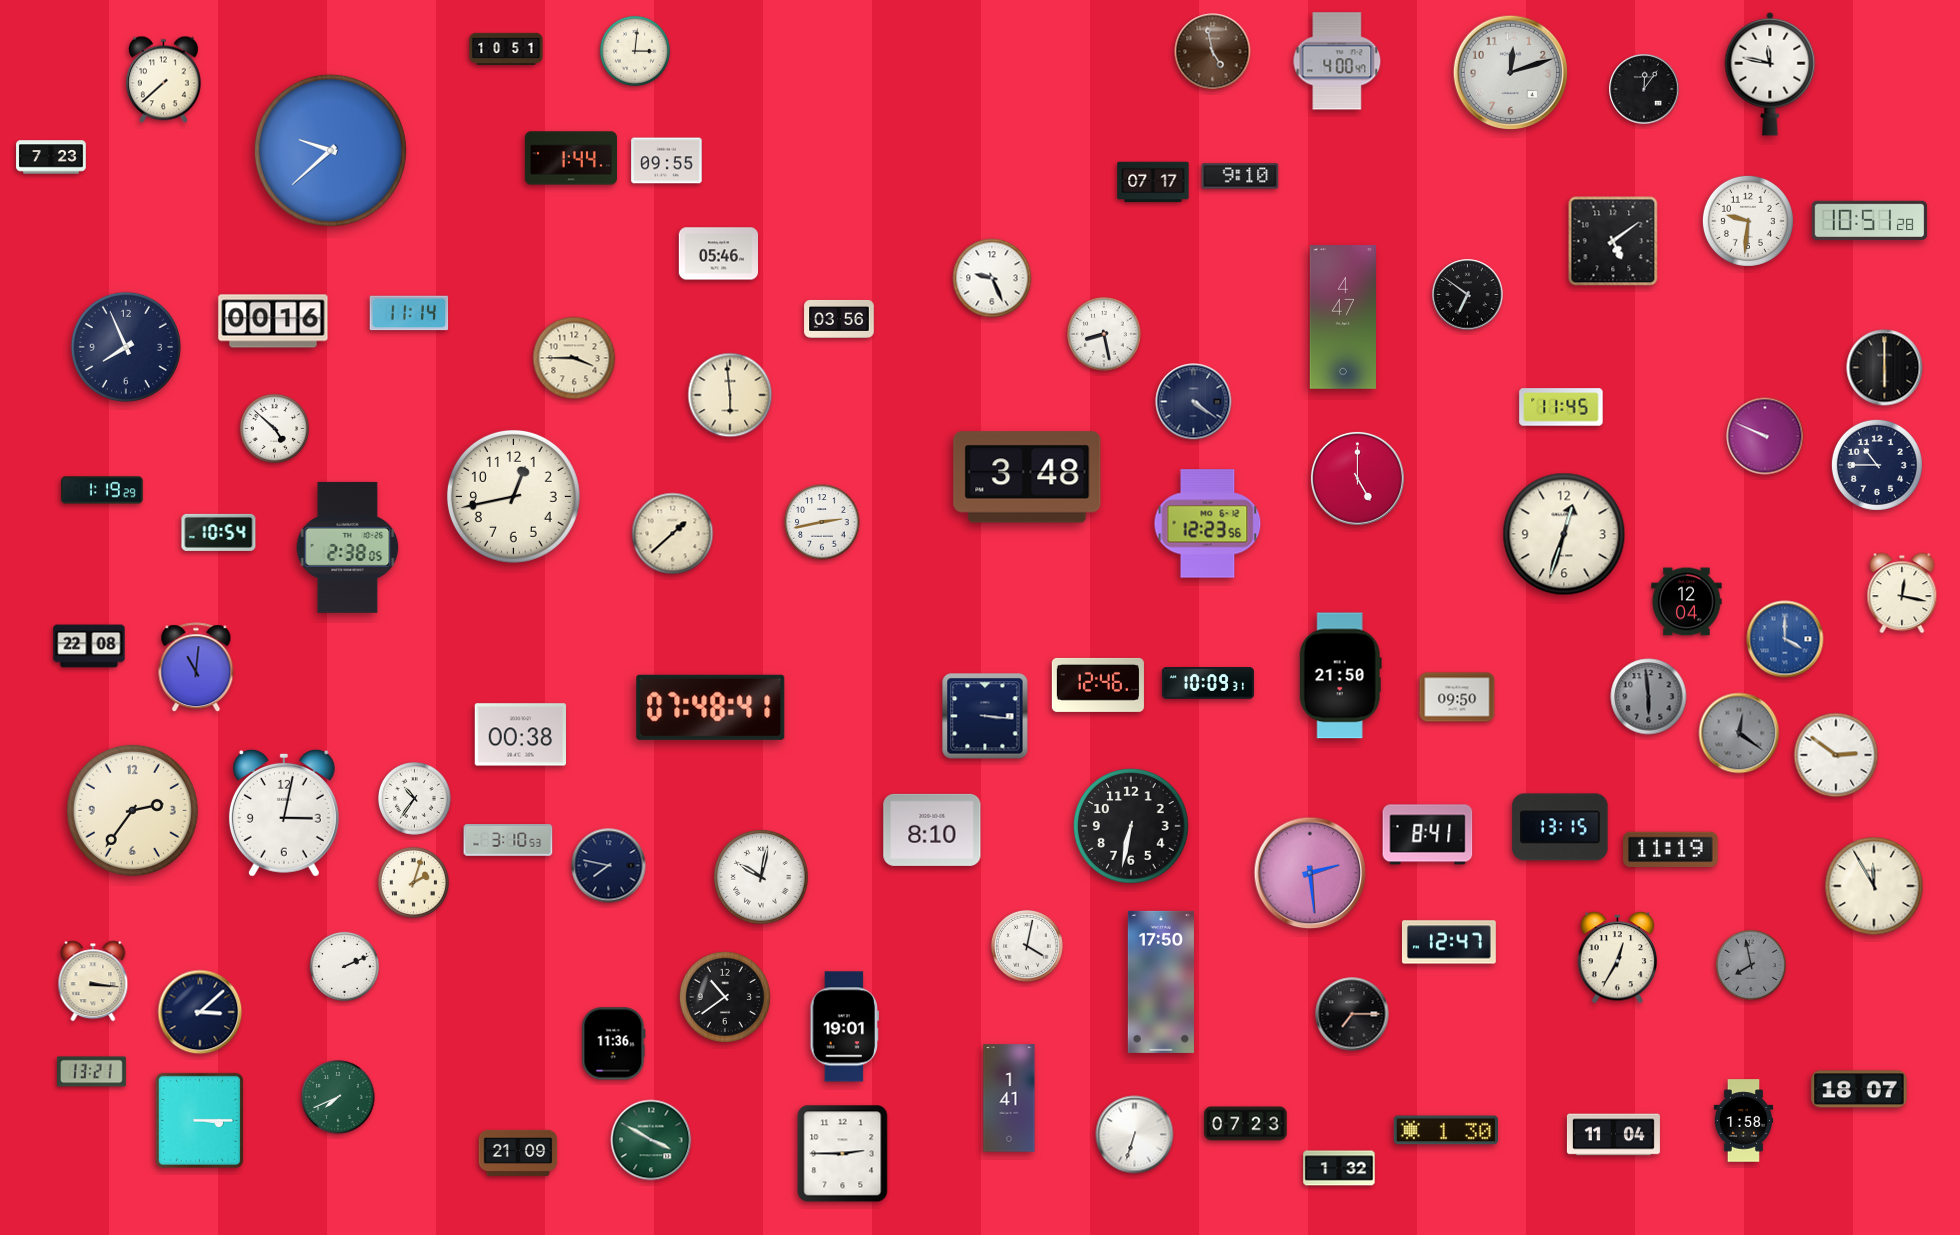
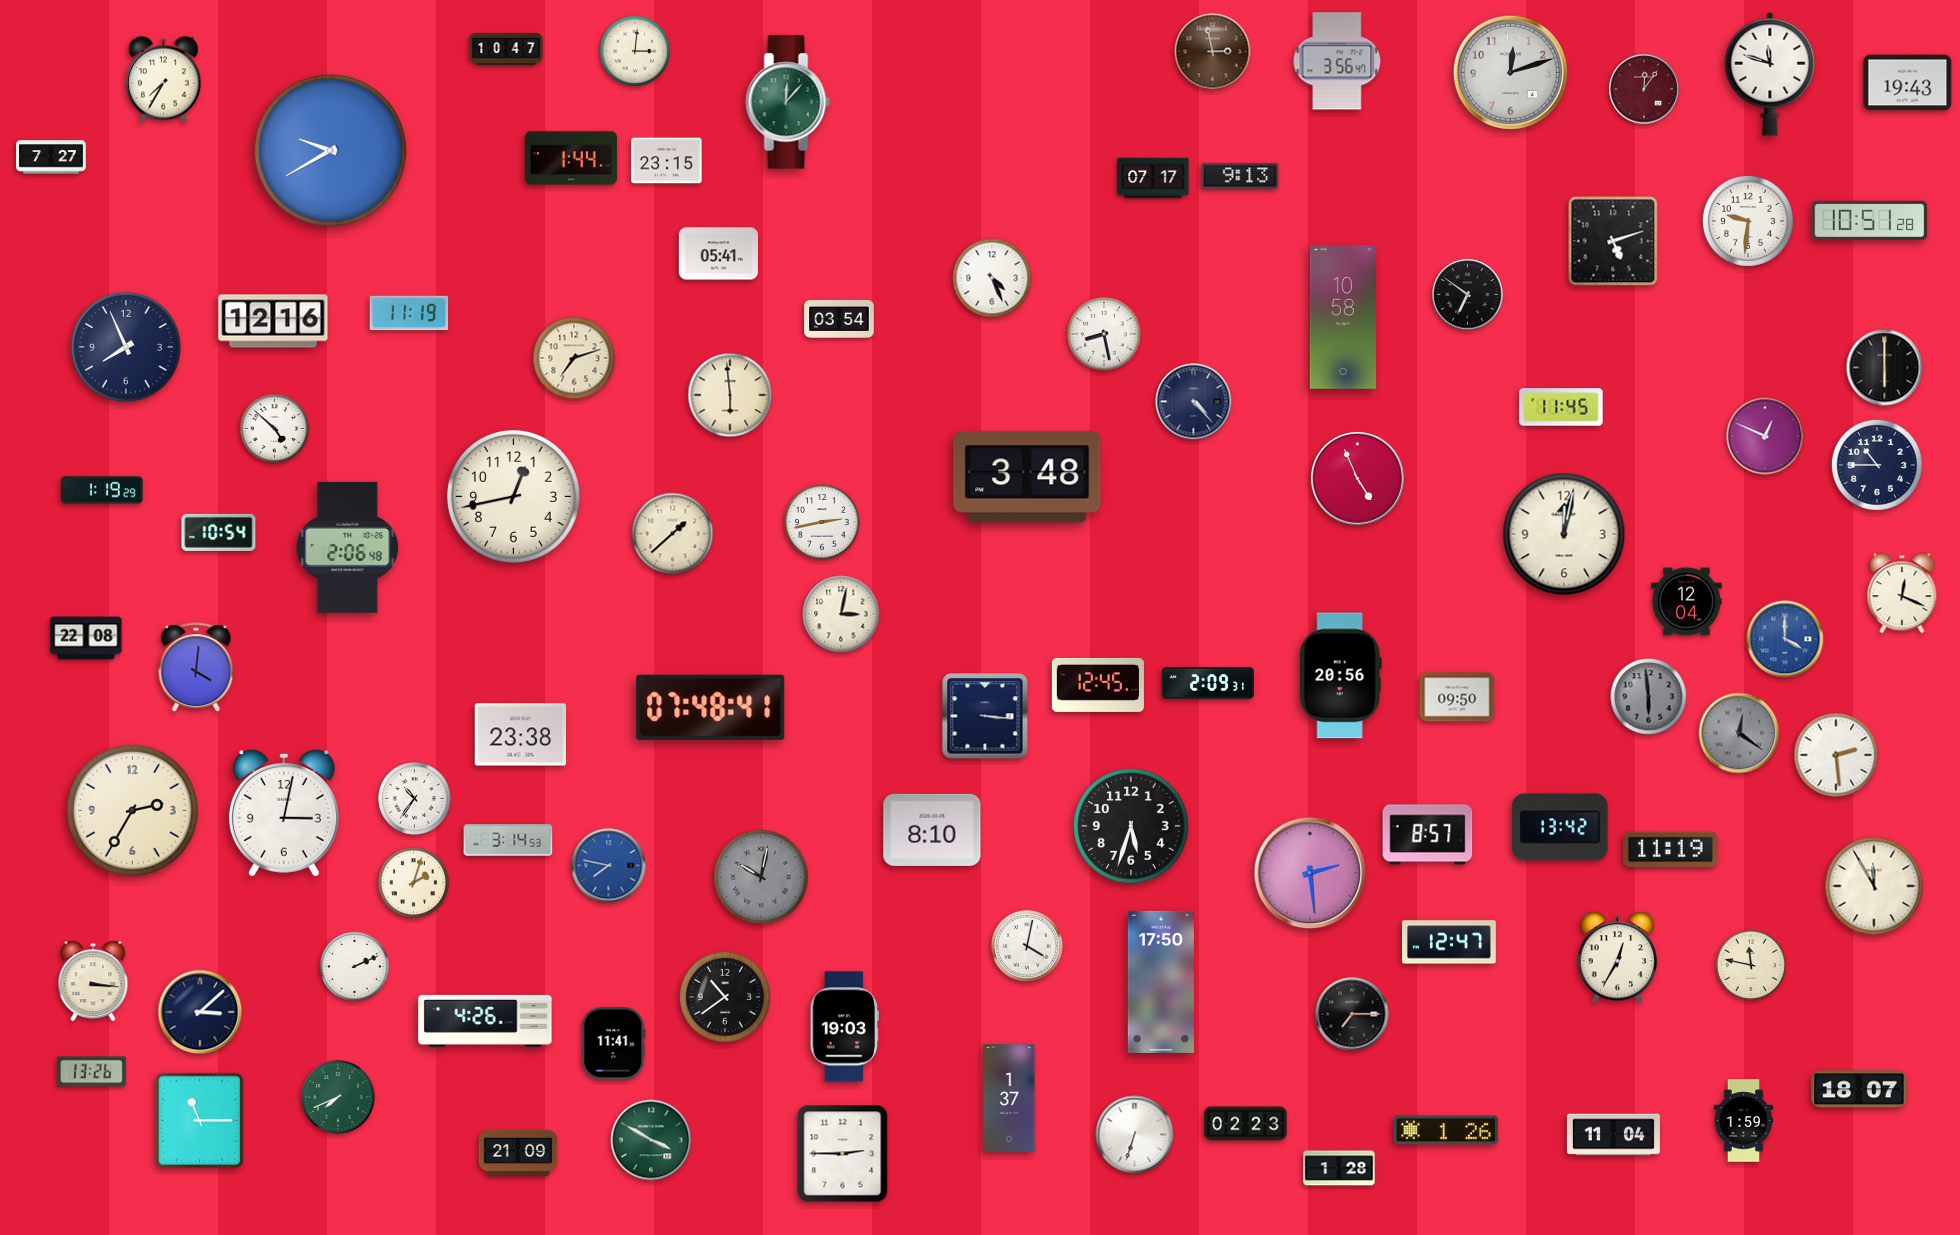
clock at (506, 48): 10:51 -> 10:47
clock at (1213, 52): 4:58 -> 2:58
clock at (1337, 61): 4:00 -> 3:56
clock at (1770, 74): 11:47 -> 11:48
clock at (164, 80): 7:38 -> 7:35
clock at (1908, 83): none -> 19:43
clock at (1644, 89) dial: black -> burgundy
clock at (788, 102): none -> 12:07
clock at (330, 150): 9:38 -> 9:40
clock at (51, 157): 7:23 -> 7:27
clock at (667, 161): 09:55 -> 23:15
clock at (1240, 176): 9:10 -> 9:13
clock at (1153, 182) position: (1153, 182) -> (1153, 178)
clock at (1613, 241): 5:09 -> 5:12
clock at (718, 254): 05:46 -> 05:41
clock at (992, 278): 9:26 -> 4:26
clock at (409, 313): 11:14 -> 11:19
clock at (1343, 317): 4:47 -> 10:58
clock at (839, 319): 03:56 -> 03:54
clock at (273, 321): 00:16 -> 12:16
clock at (574, 358): 3:45 -> 7:12
clock at (1194, 402): 4:21 -> 4:23
clock at (1765, 436): 9:49 -> 12:49
clock at (1357, 478): 5:00 -> 4:56
clock at (1208, 524): 12:23 -> none
clock at (1564, 534): 12:33 -> 12:02
clock at (348, 547): 2:38 -> 2:06
clock at (1902, 593): 12:17 -> 12:19
clock at (841, 614): none -> 3:02
clock at (89, 646) position: (89, 646) -> (86, 638)
clock at (196, 668): 11:01 -> 4:01
clock at (1340, 676): 21:50 -> 20:56
clock at (1208, 683): 10:09 -> 2:09
clock at (1098, 685): 12:46 -> 12:45
clock at (520, 735): 00:38 -> 23:38
clock at (1836, 755): 2:51 -> 2:29
clock at (132, 810): 2:36 -> 2:35
clock at (1131, 826): 6:32 -> 5:33
clock at (1560, 827): 13:15 -> 13:42
clock at (1428, 835): 8:41 -> 8:57
clock at (508, 841): 3:10 -> 3:14
clock at (609, 866) dial: navy -> blue
clock at (761, 877) dial: white -> grey
clock at (1751, 965): 7:58 -> 11:47
clock at (1751, 965) dial: grey -> cream
clock at (344, 966) position: (344, 966) -> (354, 966)
clock at (485, 1021): none -> 4:26
clock at (844, 1027): 19:01 -> 19:03
clock at (614, 1044): 11:36 -> 11:41
clock at (91, 1072): 13:21 -> 13:26
clock at (1009, 1098): 1:41 -> 1:37
clock at (199, 1120): 3:15 -> 11:15
clock at (1744, 1121): 1:58 -> 1:59
clock at (1246, 1124): 07:23 -> 02:23
clock at (1446, 1130): 1:30 -> 1:26
clock at (1339, 1168): 1:32 -> 1:28
